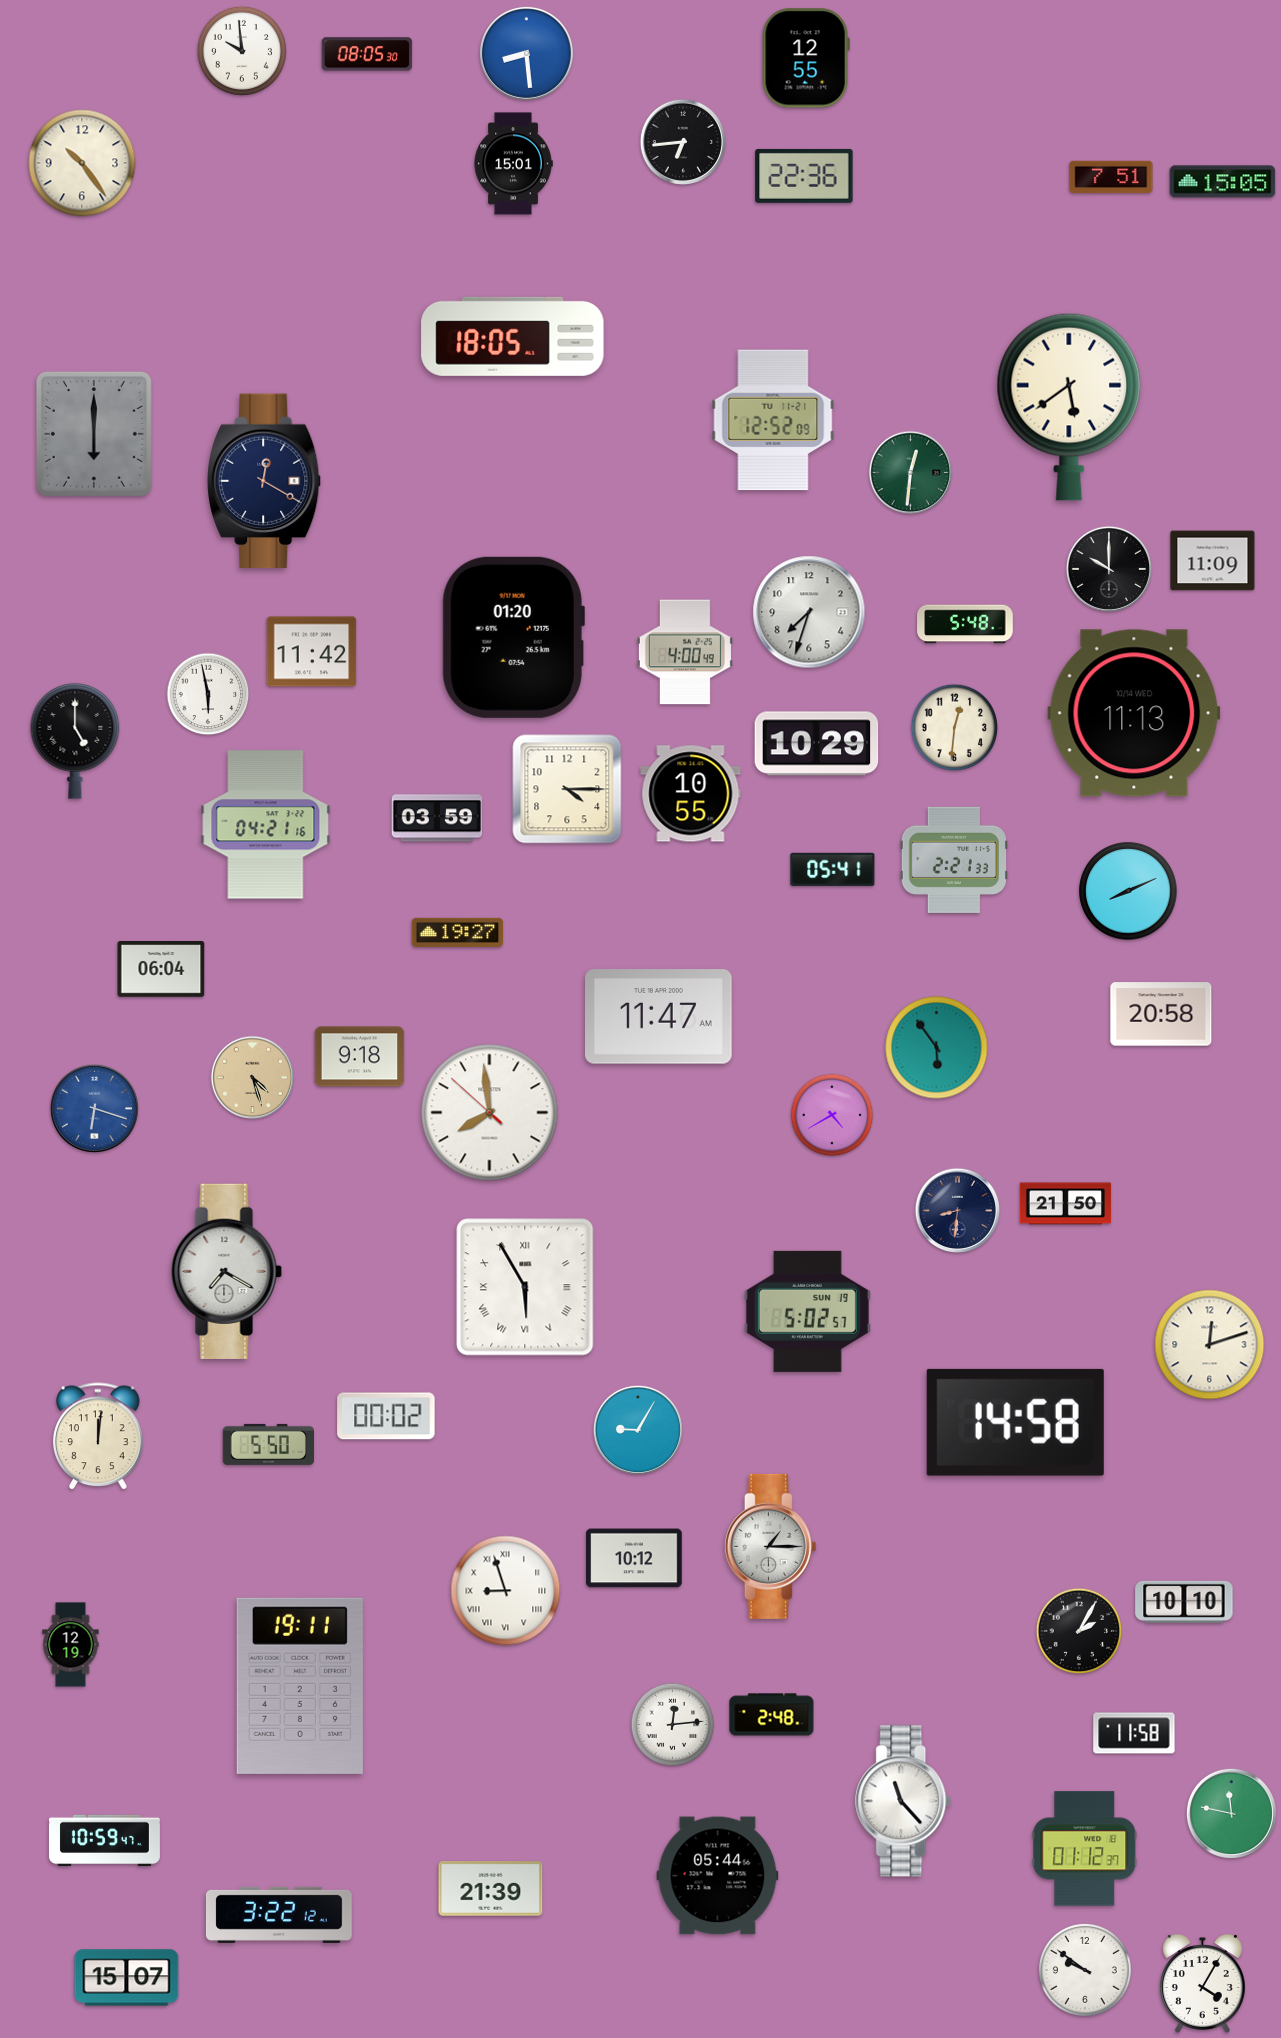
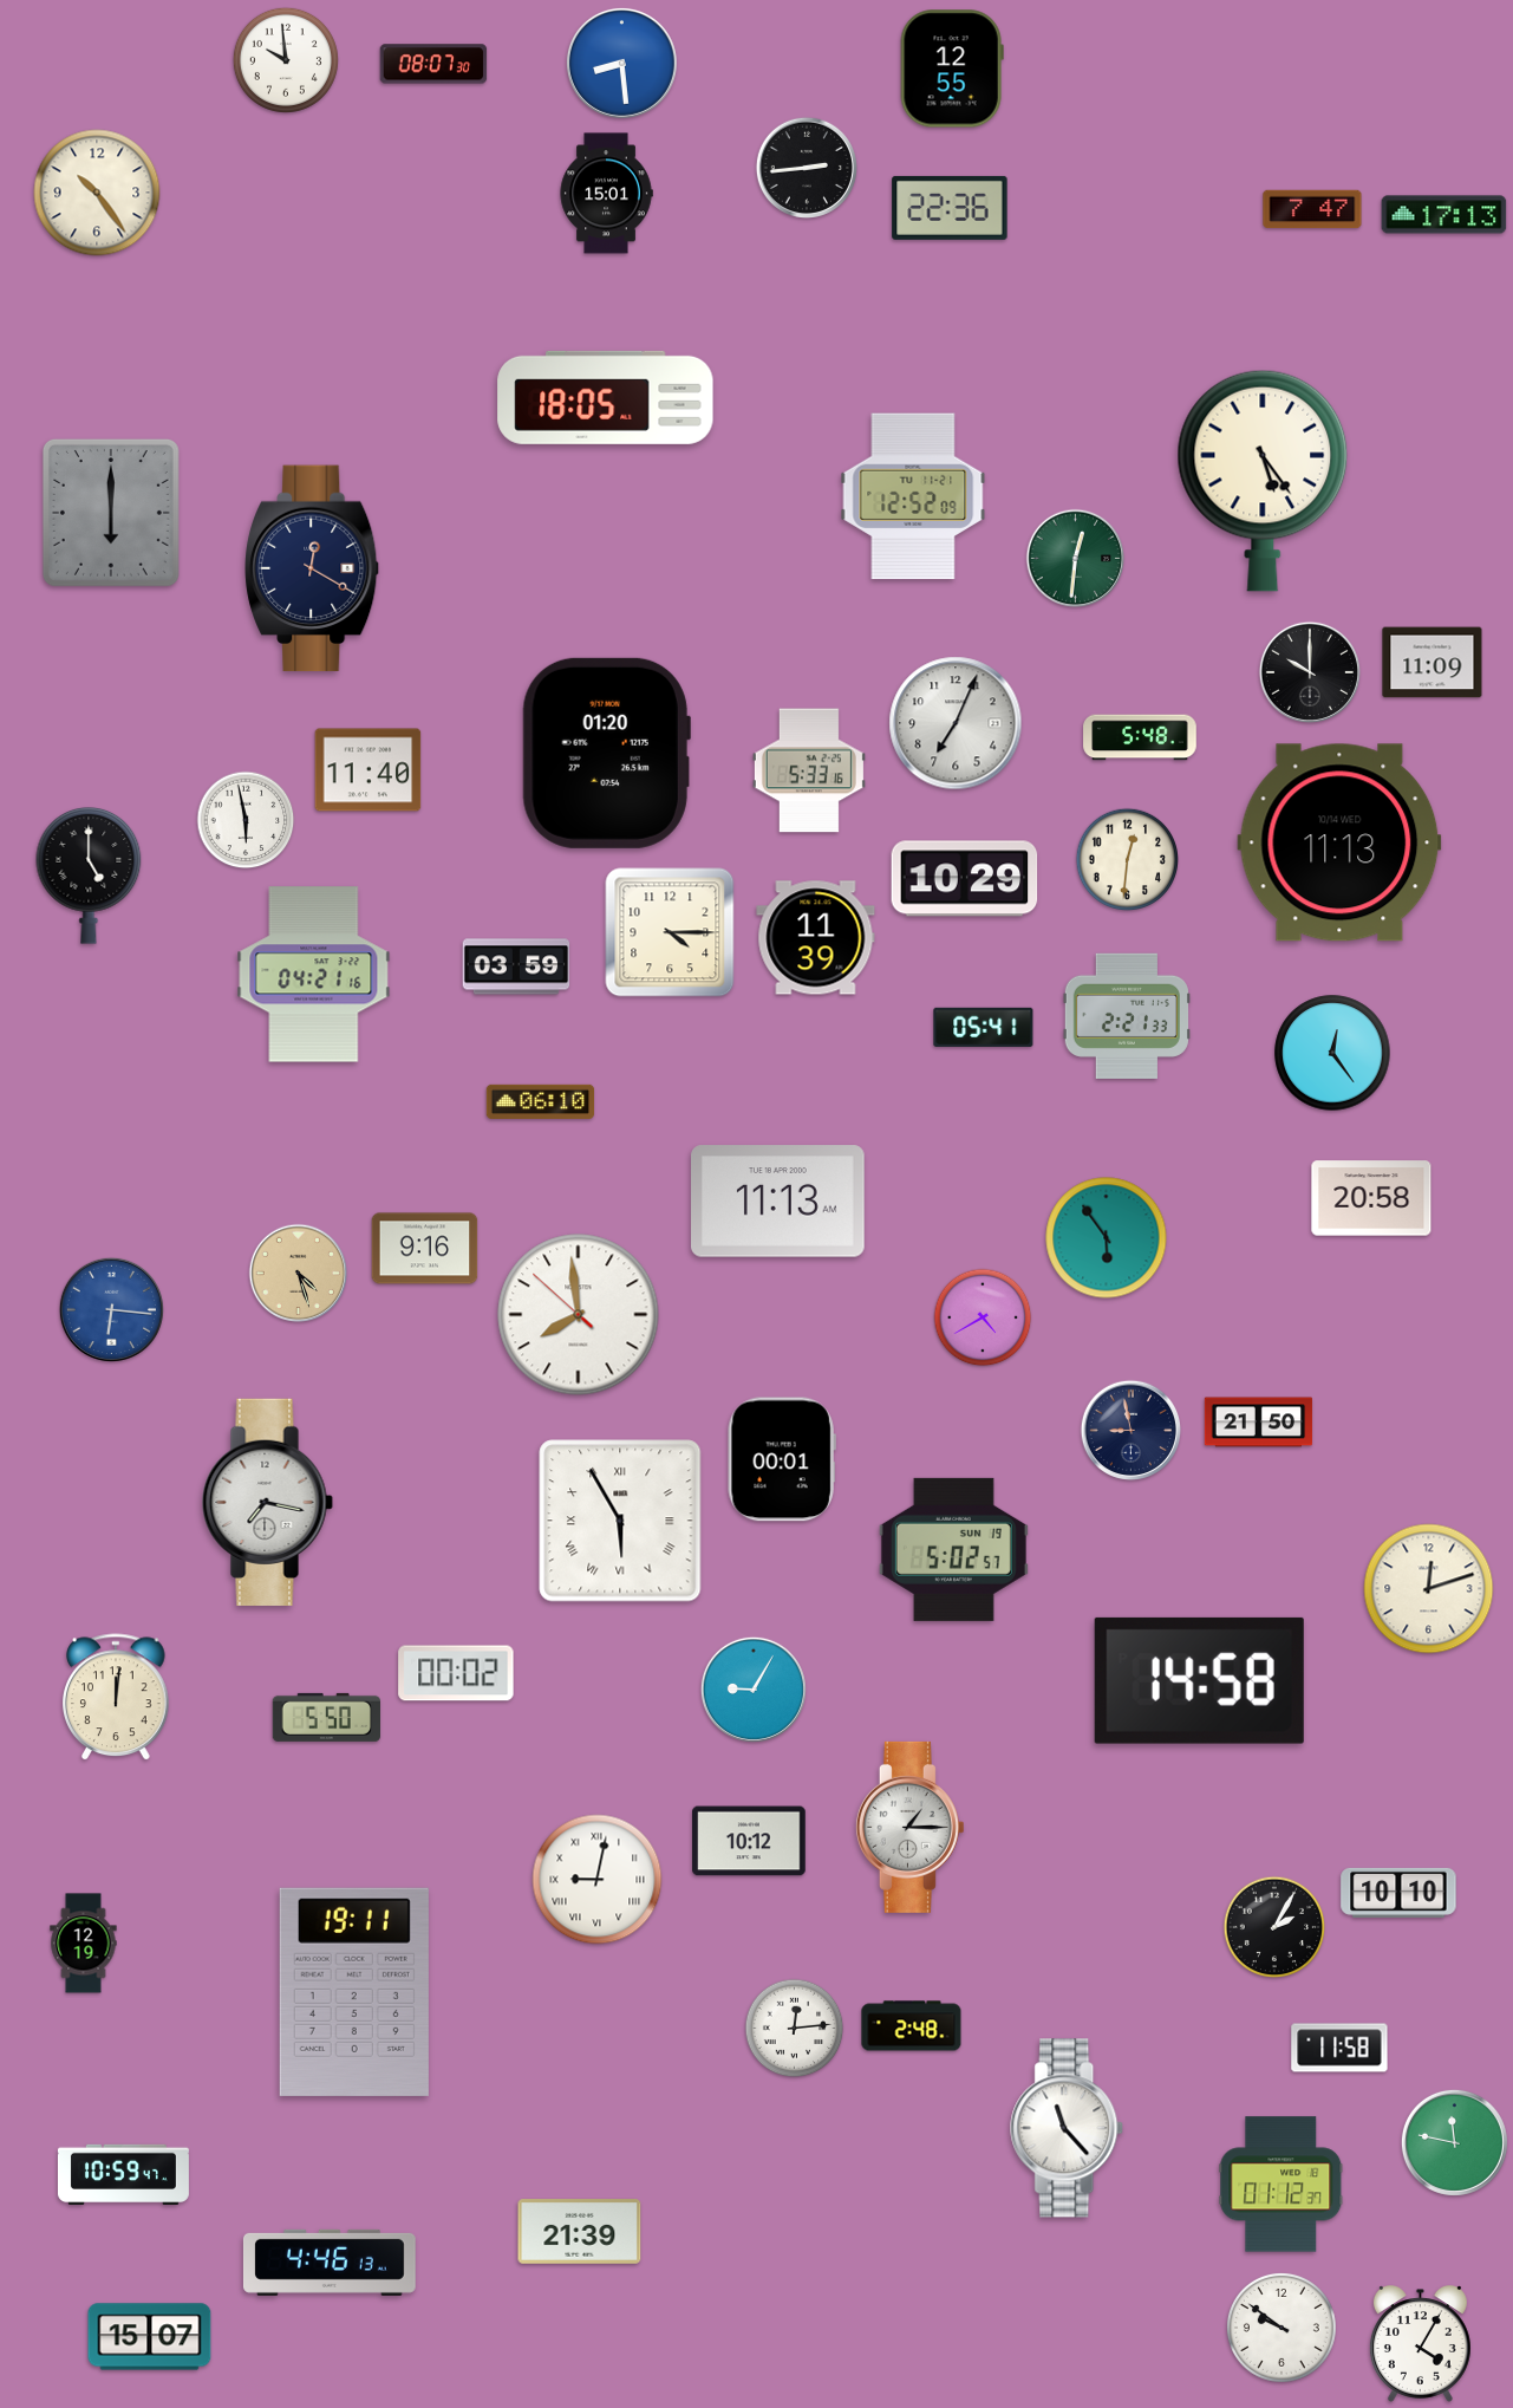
clock at (367, 54): 08:05 -> 08:07
clock at (682, 141): 6:44 -> 2:44
clock at (1111, 177): 7:51 -> 7:47
clock at (1223, 182): 15:05 -> 17:13
clock at (1069, 407): 5:39 -> 5:24
clock at (809, 612): 7:33 -> 7:04
clock at (312, 652): 11:42 -> 11:40
clock at (685, 652): 4:00 -> 5:33
clock at (691, 794): 10:55 -> 11:39
clock at (1128, 891): 8:11 -> 12:24
clock at (458, 932): 19:27 -> 06:10
clock at (161, 970): 06:04 -> none
clock at (659, 1017): 11:47 -> 11:13
clock at (360, 1057): 9:18 -> 9:16
clock at (94, 1108): 6:18 -> 6:16
clock at (957, 1210): 8:31 -> 8:58
clock at (782, 1459): none -> 00:01
clock at (226, 1271): 7:20 -> 7:17
clock at (268, 1444) position: (268, 1444) -> (326, 1717)
clock at (506, 1591): 8:57 -> 9:02
clock at (673, 1725) position: (673, 1725) -> (795, 2029)
clock at (718, 1876): 05:44 -> none
clock at (279, 1915): 3:22 -> 4:46
